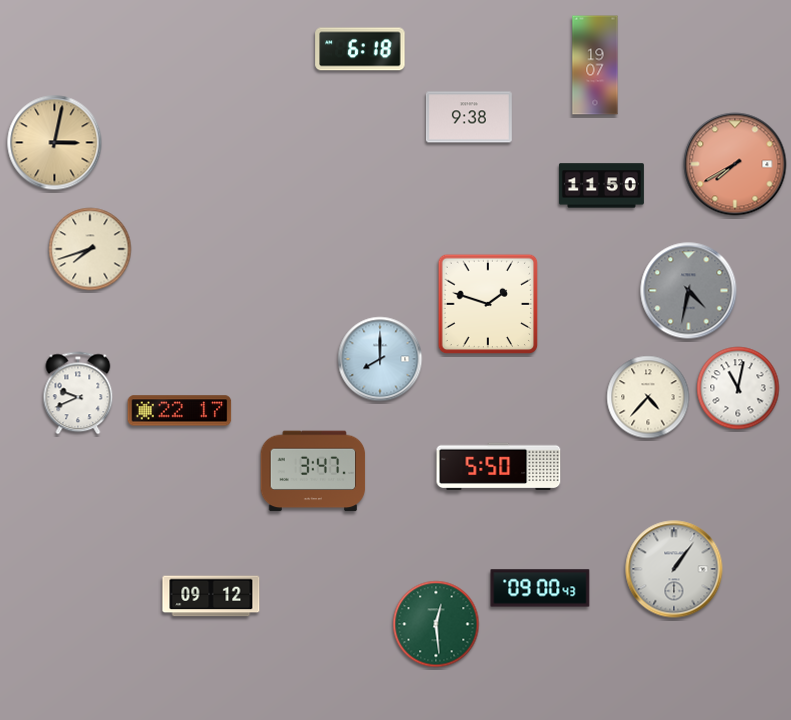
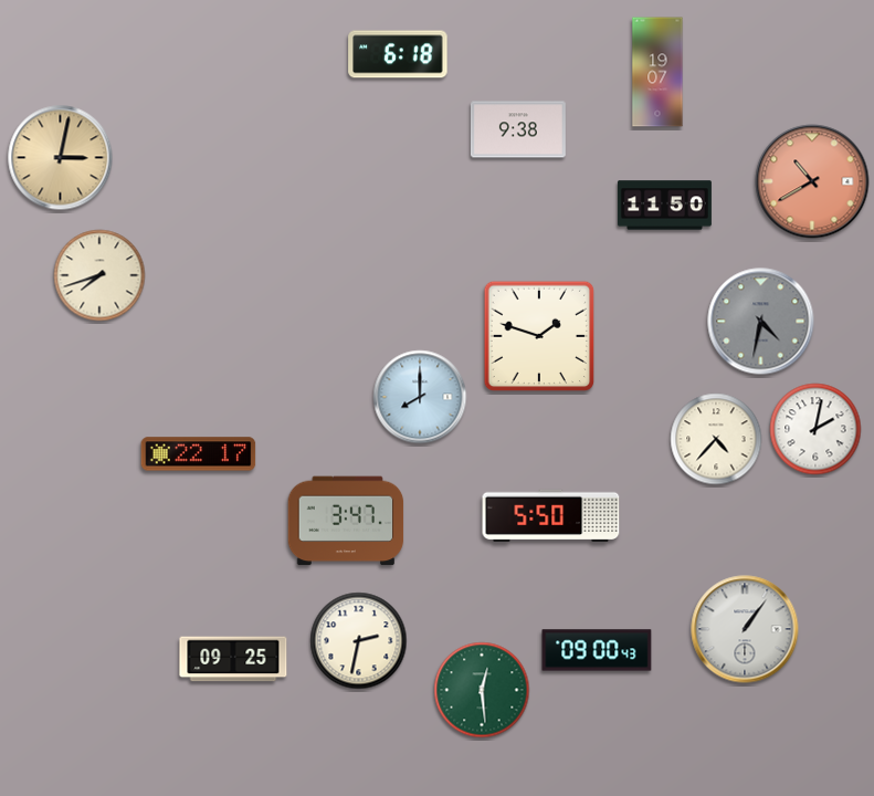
clock at (735, 164): 7:40 -> 10:40
clock at (738, 388): 11:02 -> 2:02
clock at (78, 393): 9:41 -> none
clock at (359, 641): none -> 2:32
clock at (211, 596): 09:12 -> 09:25
